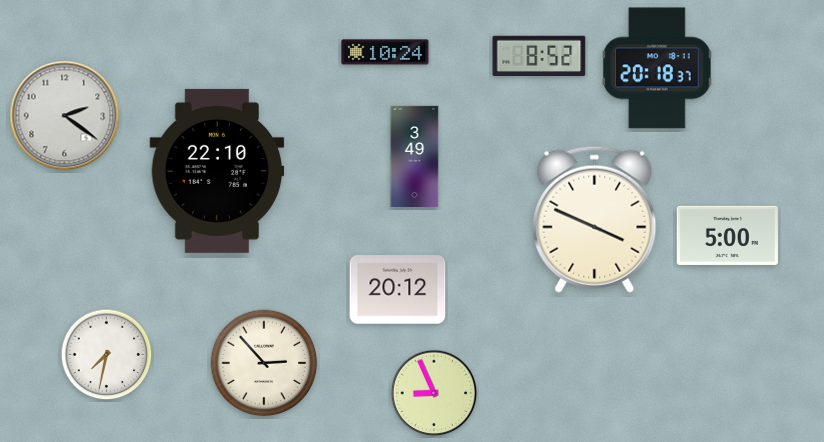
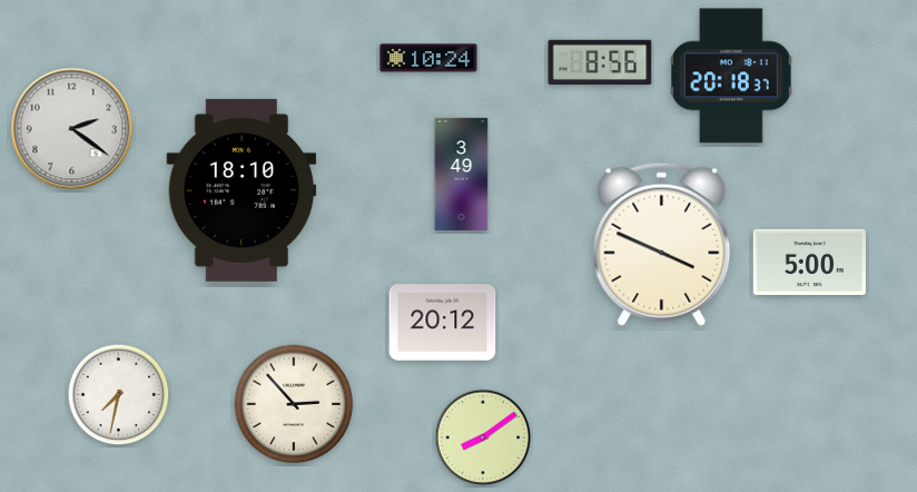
clock at (539, 55): 8:52 -> 8:56
clock at (217, 171): 22:10 -> 18:10
clock at (434, 393): 8:56 -> 8:09
